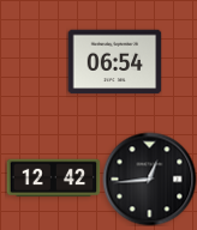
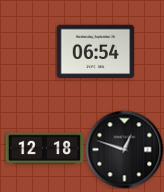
clock at (53, 178): 12:42 -> 12:18
clock at (149, 178): 12:44 -> 12:48
